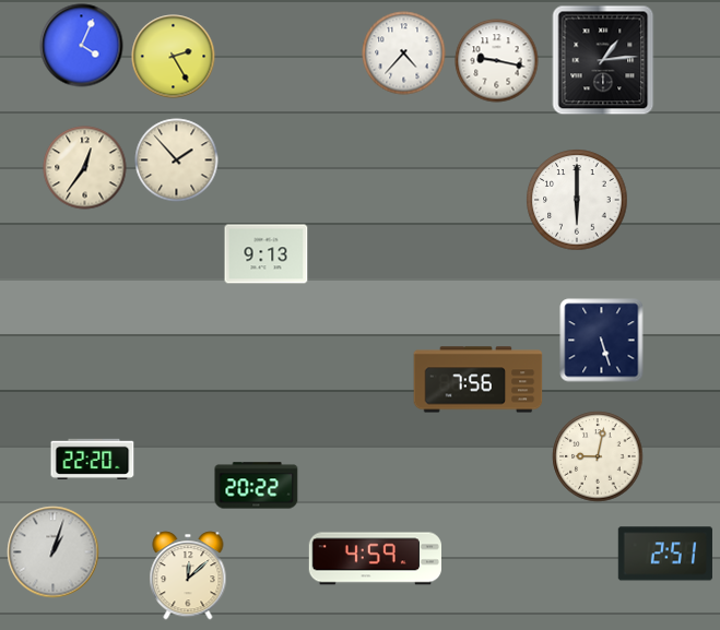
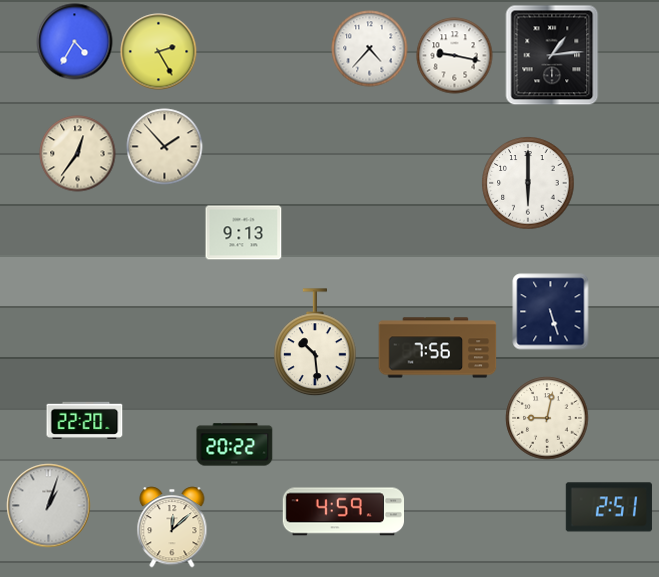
clock at (82, 46): 4:04 -> 4:35
clock at (177, 161) position: (177, 161) -> (165, 147)
clock at (316, 343): none -> 10:29
